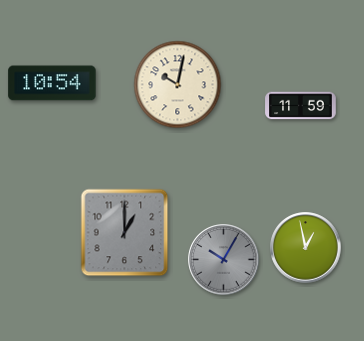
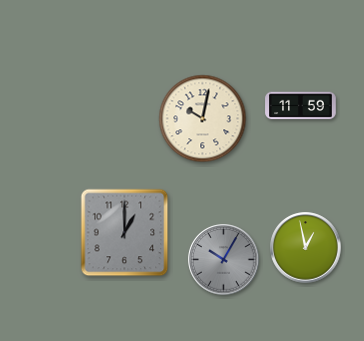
clock at (52, 83): 10:54 -> none
clock at (178, 85) position: (178, 85) -> (203, 119)
